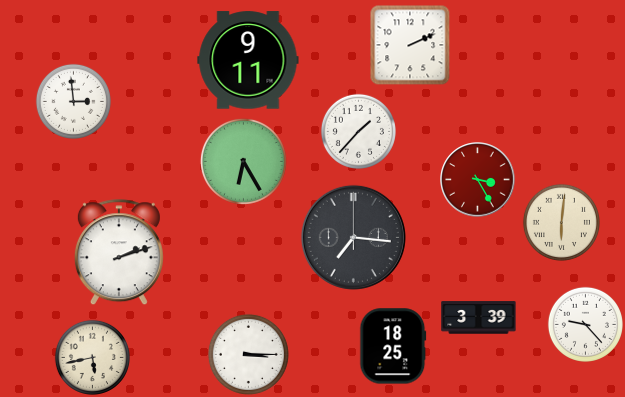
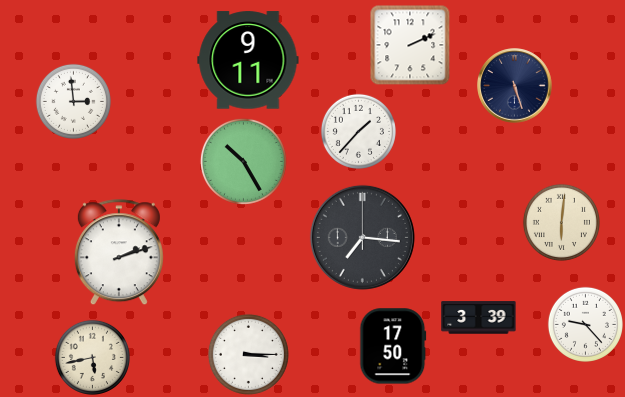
clock at (515, 86): none -> 5:27
clock at (243, 161): 6:25 -> 10:25
clock at (478, 180): 3:25 -> none
clock at (353, 237) position: (353, 237) -> (362, 237)
clock at (393, 346): 18:25 -> 17:50
